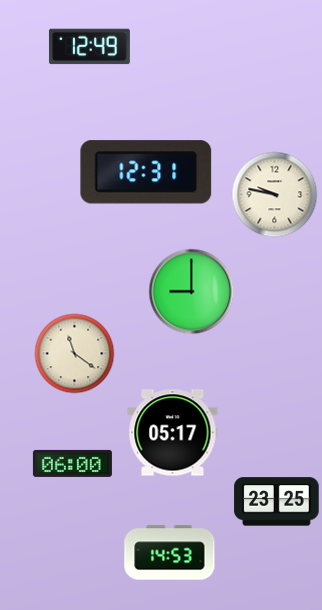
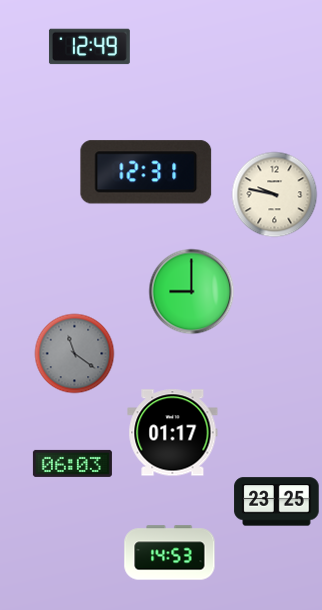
clock at (75, 354) dial: cream -> grey
clock at (173, 433): 05:17 -> 01:17
clock at (72, 463): 06:00 -> 06:03
